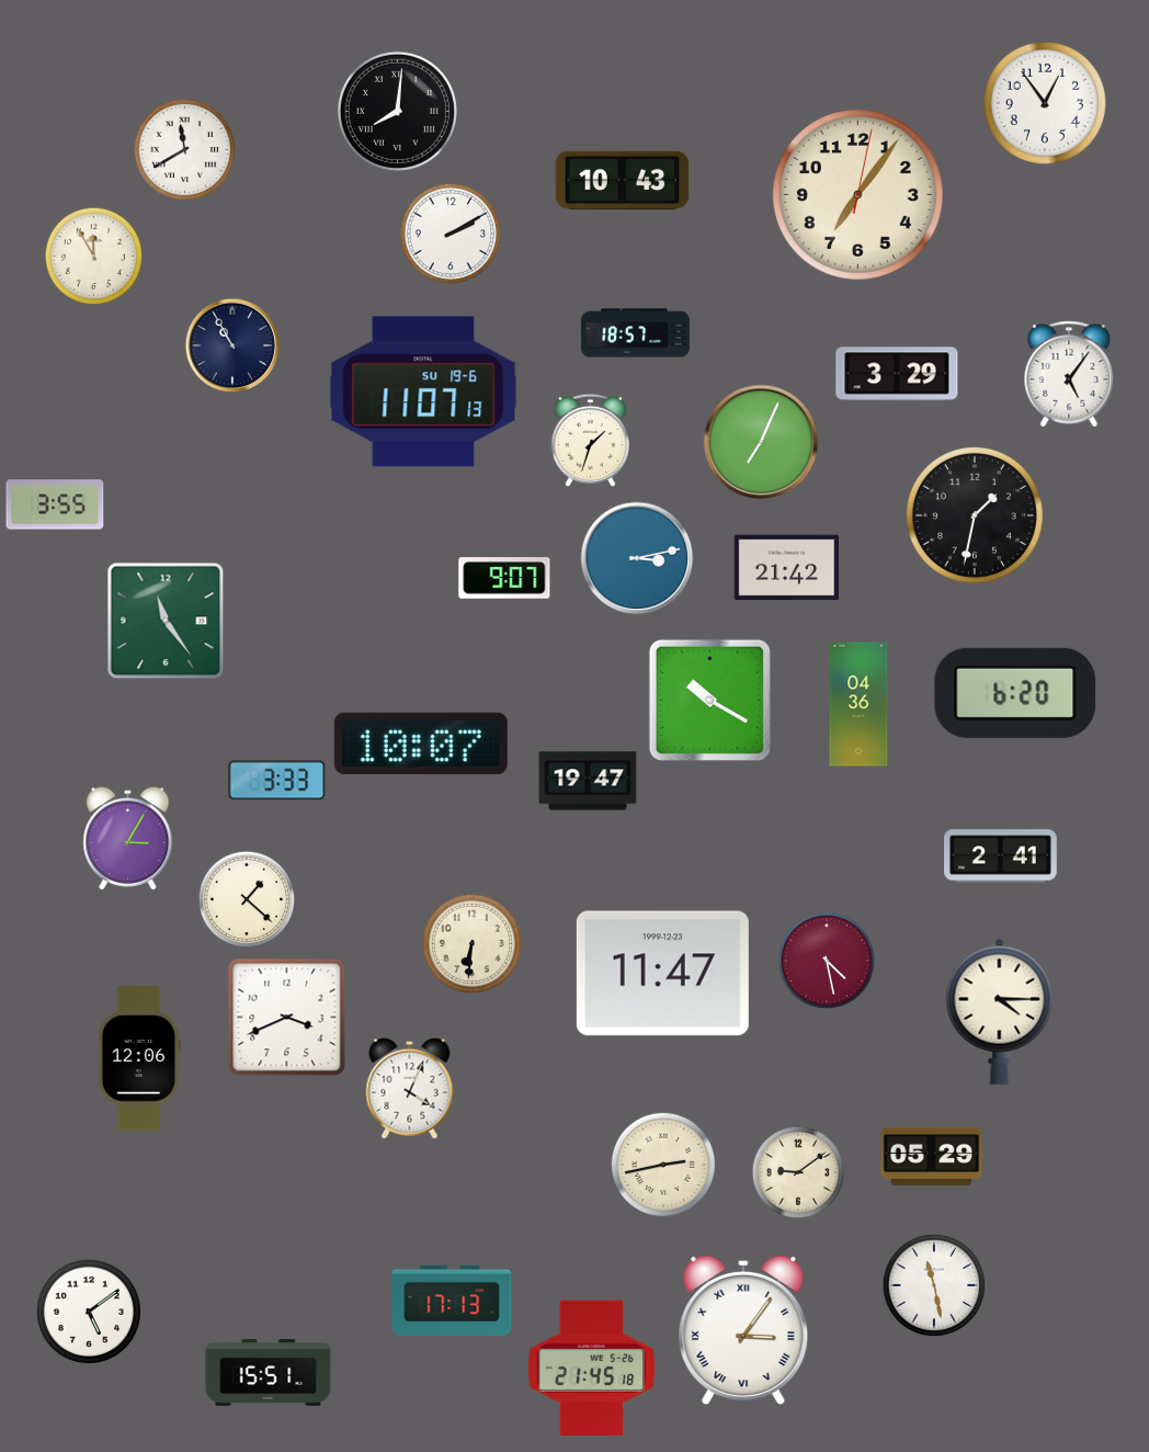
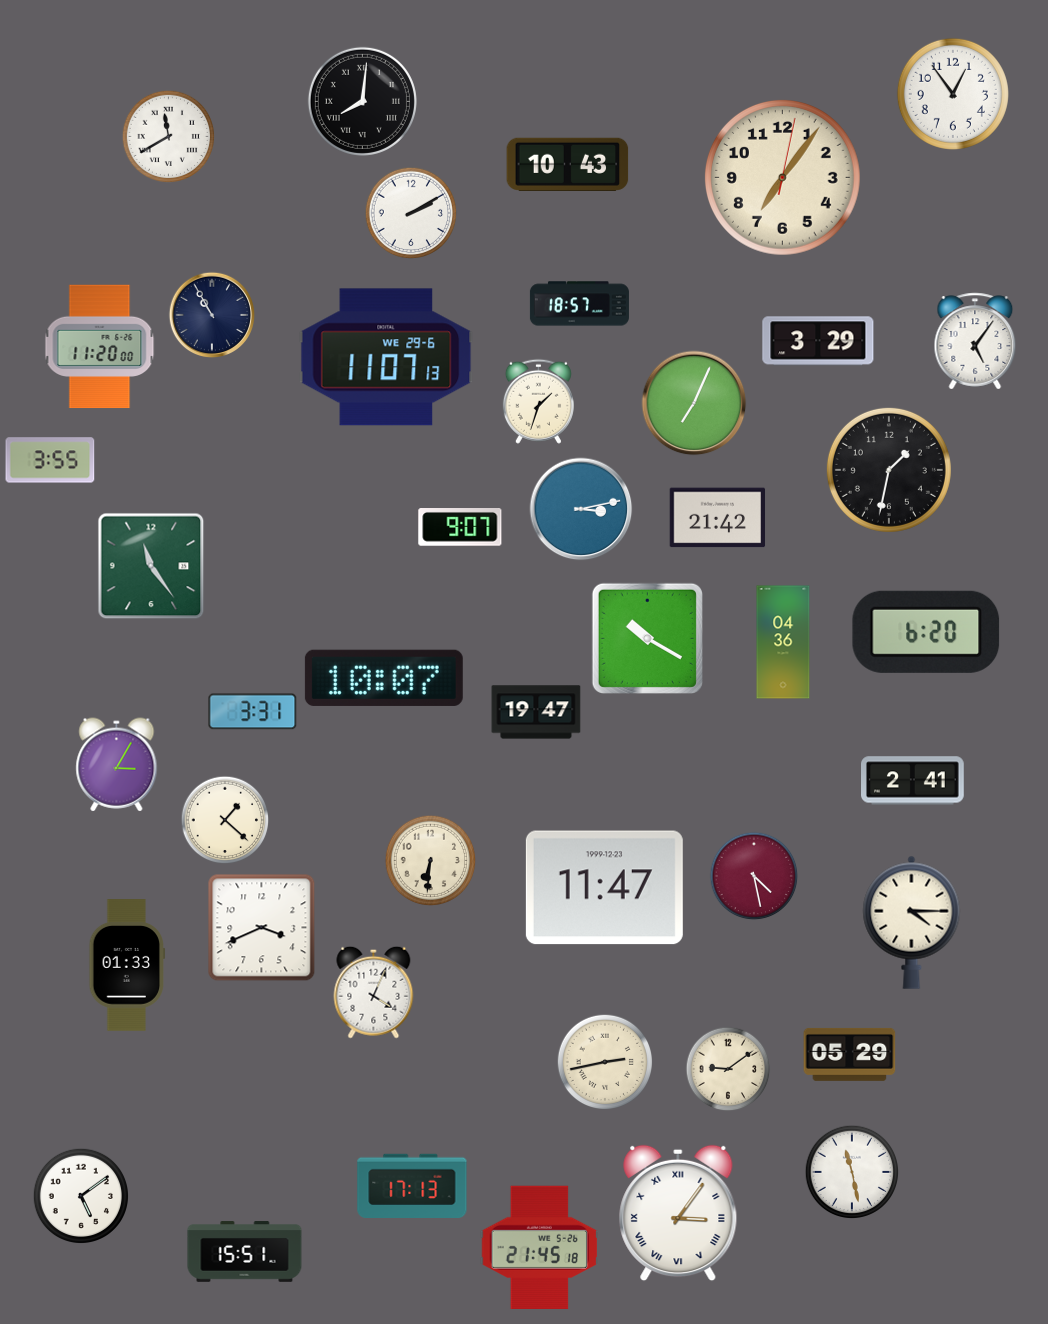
clock at (94, 257): 11:55 -> none
clock at (100, 347): none -> 11:20
clock at (423, 392) date: SU 19-6 -> WE 29-6
clock at (277, 781): 3:33 -> 3:31
clock at (139, 1058): 12:06 -> 01:33
